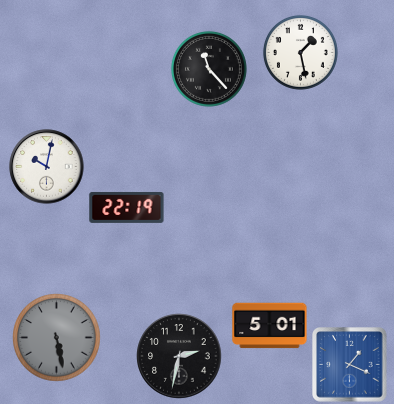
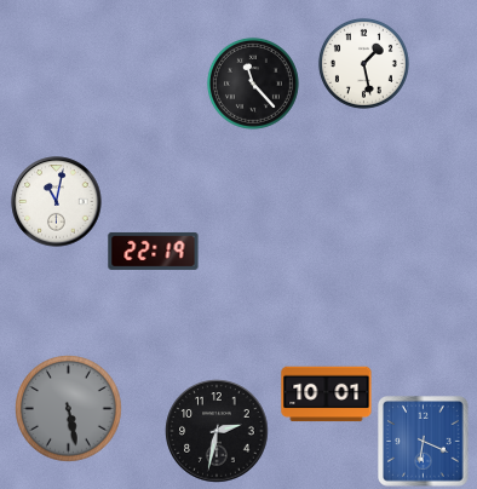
clock at (47, 167): 10:02 -> 11:02
clock at (270, 326): 5:01 -> 10:01
clock at (350, 365): 1:19 -> 6:19
